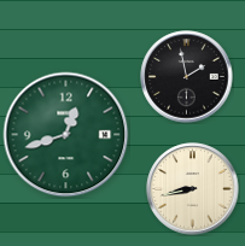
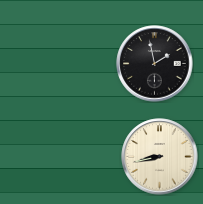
clock at (66, 135): 12:42 -> none
